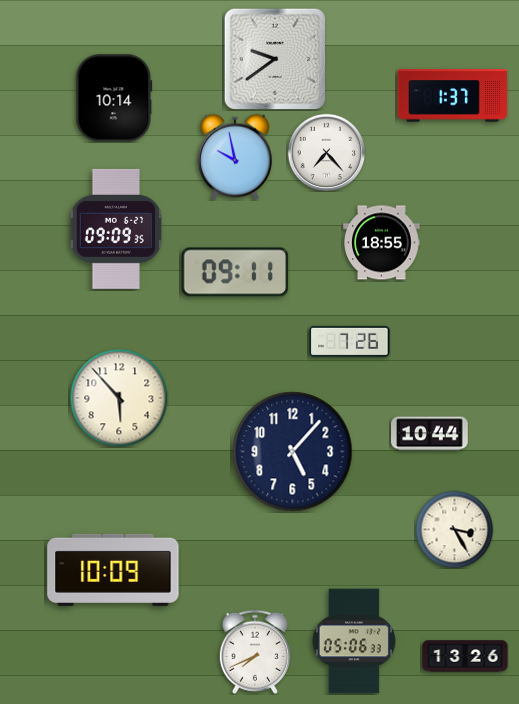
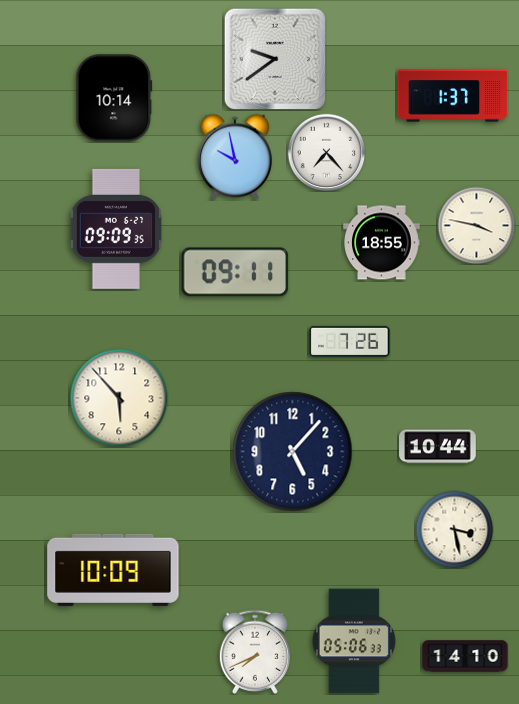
clock at (476, 225): none -> 3:47
clock at (430, 434) position: (430, 434) -> (438, 447)
clock at (454, 529): 3:25 -> 3:28
clock at (465, 656): 13:26 -> 14:10
